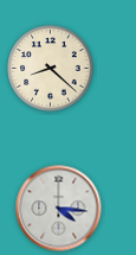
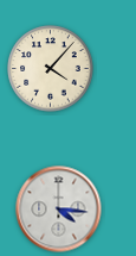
clock at (51, 69): 8:22 -> 4:07
